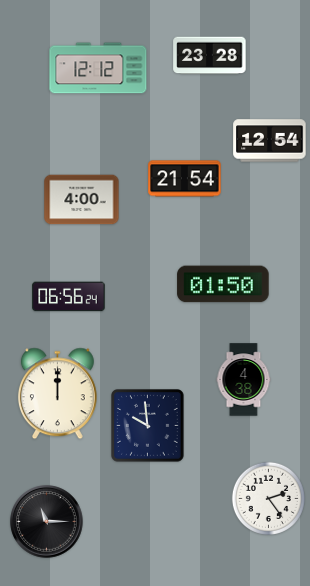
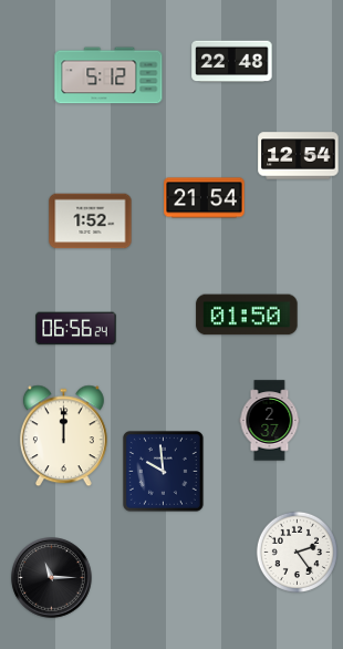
clock at (210, 56): 23:28 -> 22:48
clock at (98, 68): 12:12 -> 5:12
clock at (82, 200): 4:00 -> 1:52
clock at (244, 380): 4:38 -> 2:37
